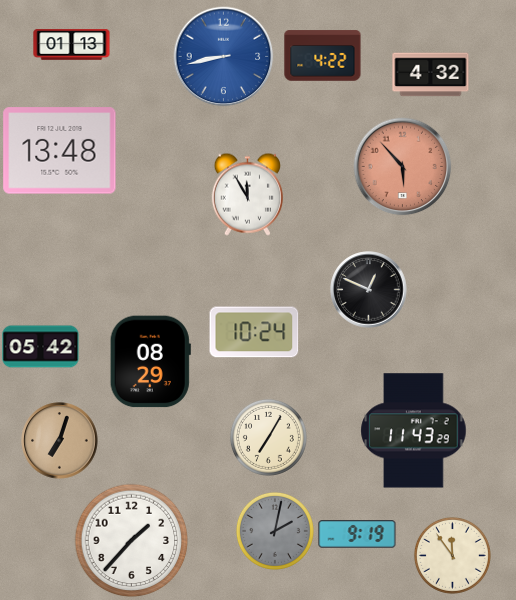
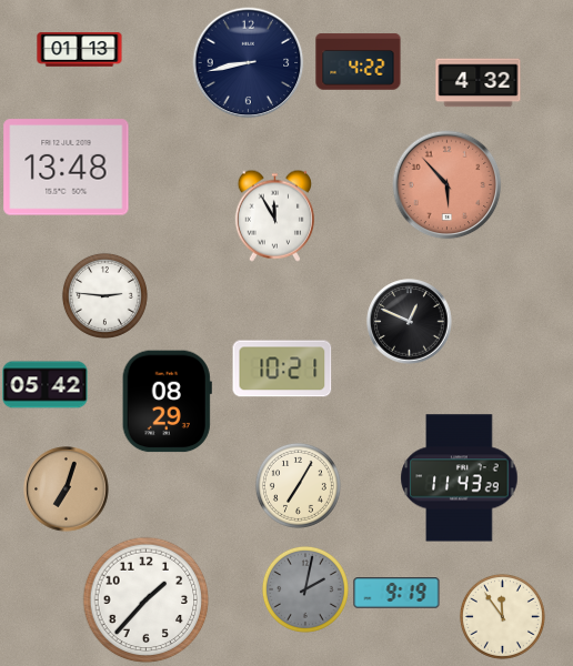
clock at (224, 57) dial: blue -> navy
clock at (104, 295): none -> 2:46
clock at (254, 332): 10:24 -> 10:21
